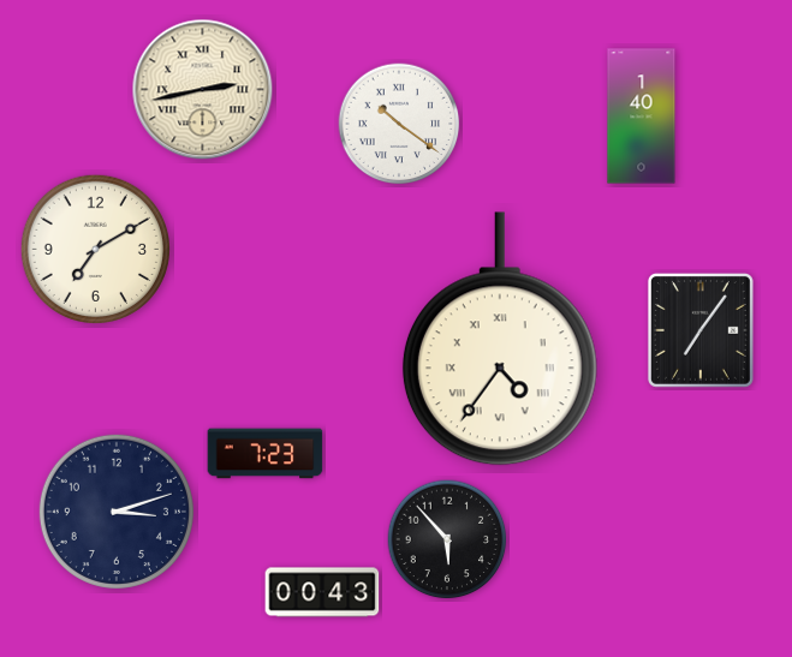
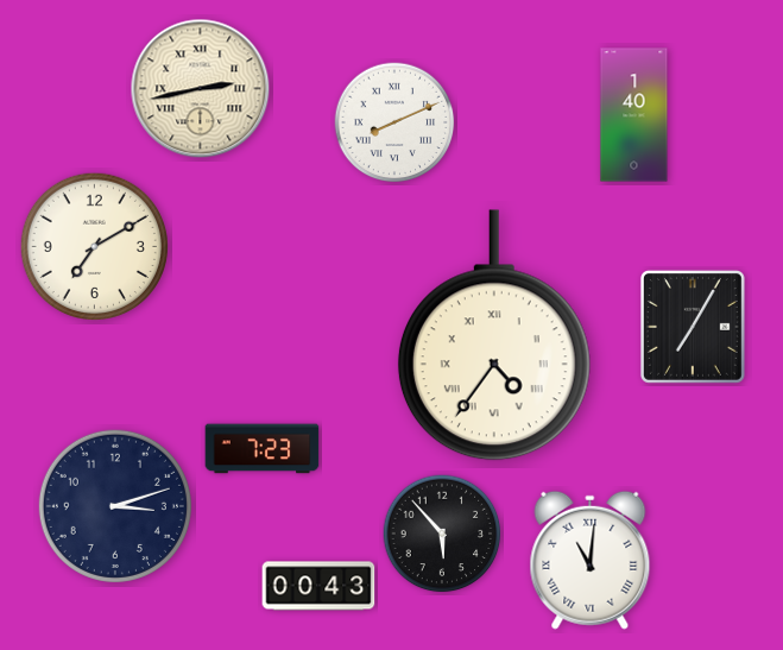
clock at (399, 124): 10:21 -> 8:11
clock at (701, 330): 7:06 -> 7:05
clock at (591, 560): none -> 11:01
